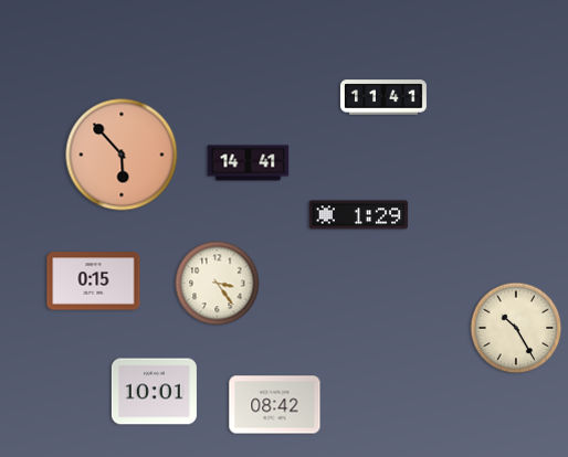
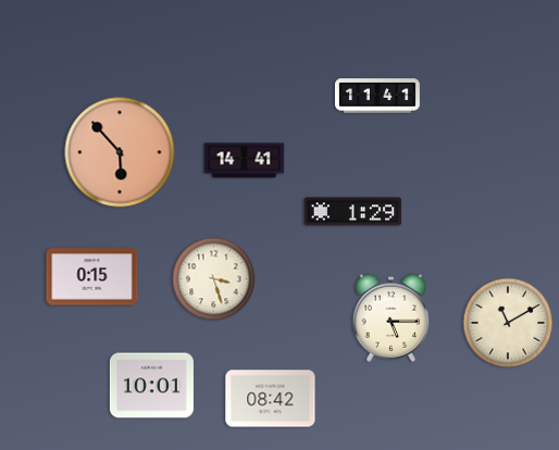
clock at (218, 284): 3:24 -> 3:27
clock at (392, 317): none -> 5:15
clock at (516, 328): 10:25 -> 11:10
